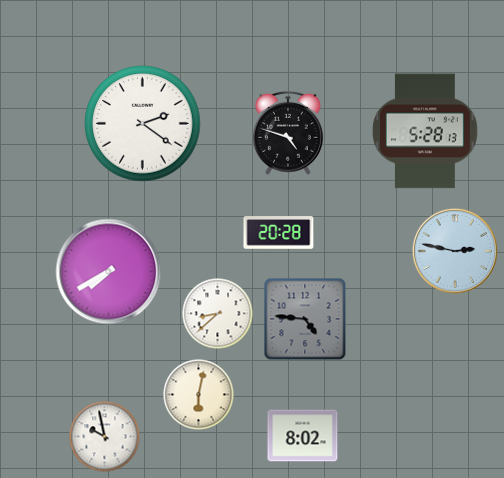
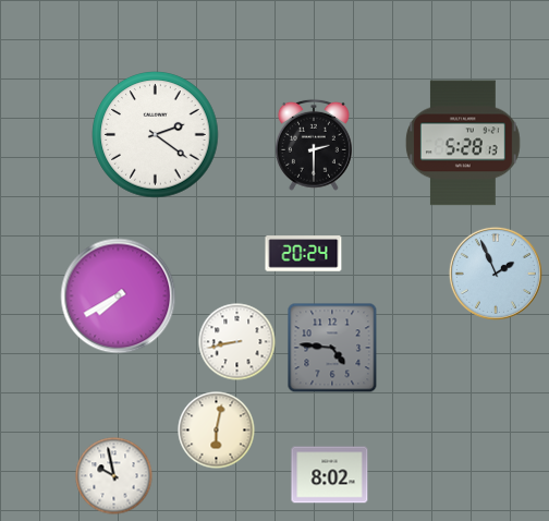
clock at (288, 133): 4:48 -> 2:30
clock at (279, 233): 20:28 -> 20:24
clock at (455, 251): 2:47 -> 1:56
clock at (218, 314): 8:38 -> 8:43
